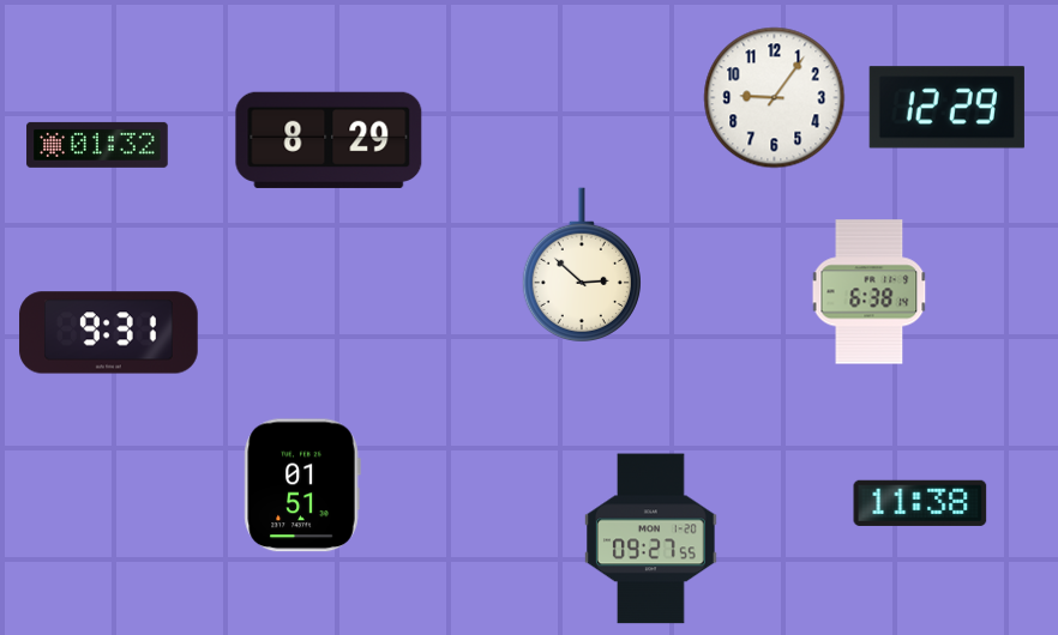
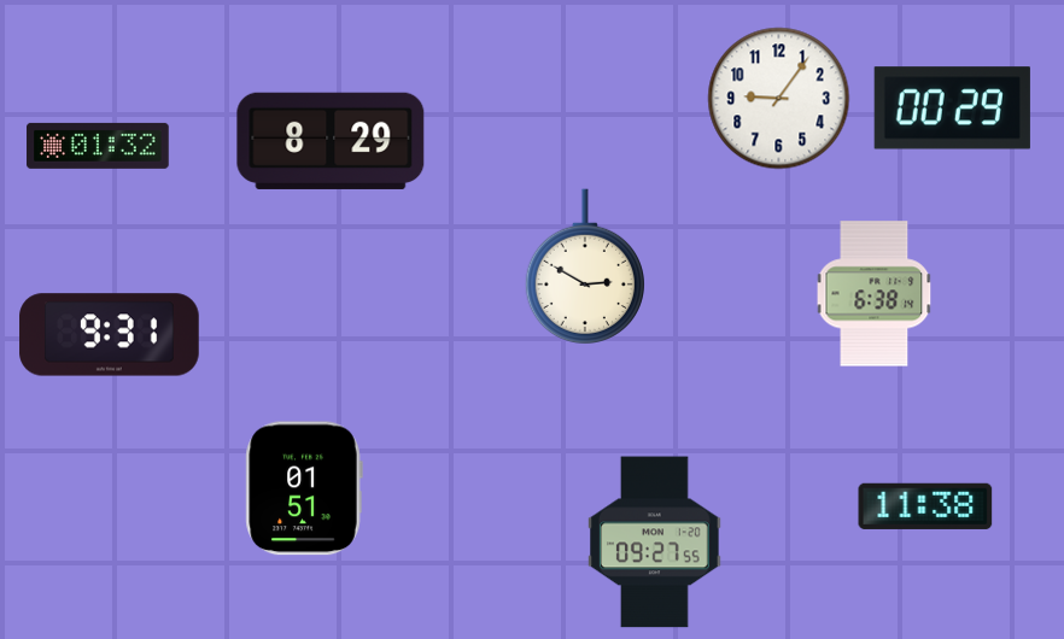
clock at (946, 108): 12:29 -> 00:29
clock at (582, 265): 2:52 -> 2:50
